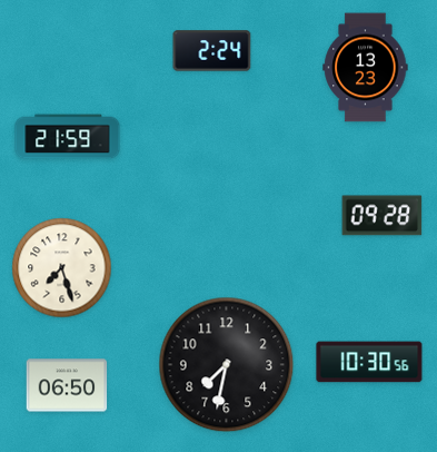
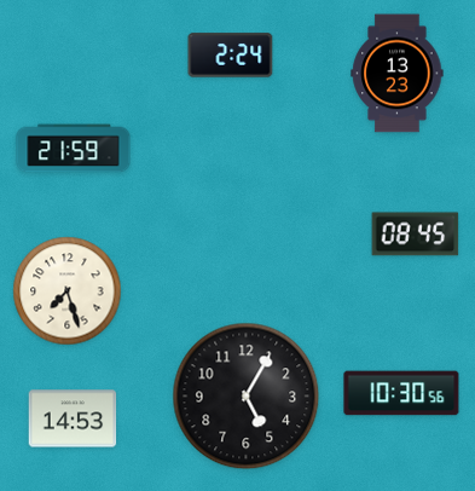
clock at (383, 216): 09:28 -> 08:45
clock at (227, 365): 7:32 -> 5:05
clock at (67, 385): 06:50 -> 14:53
